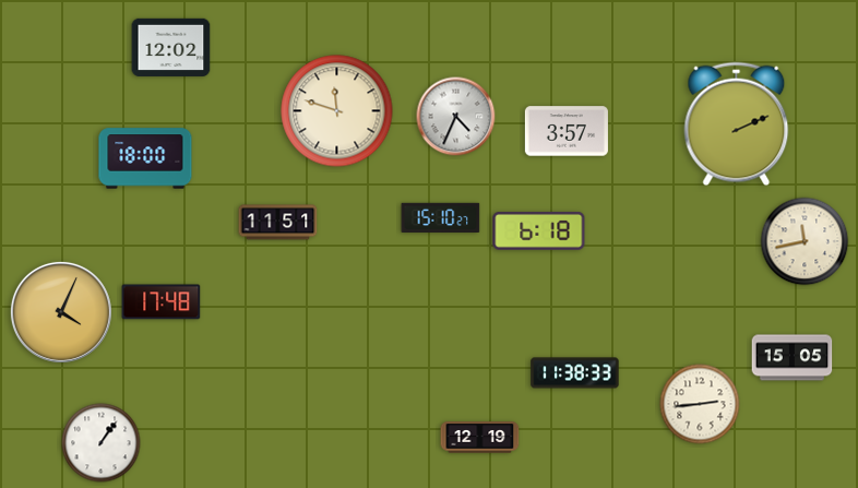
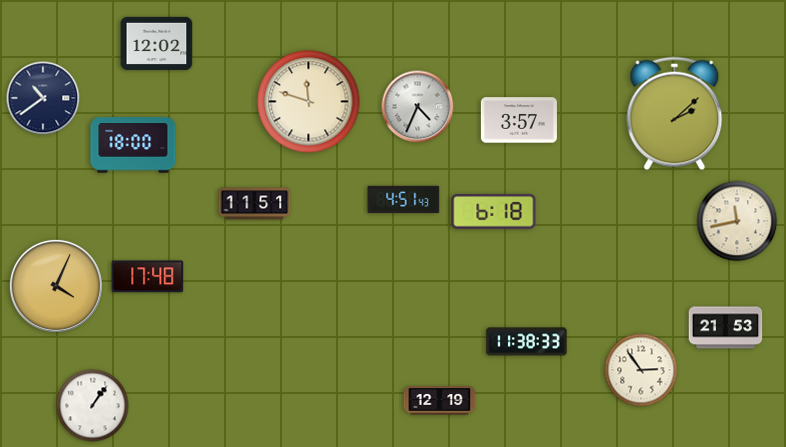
clock at (43, 98): none -> 10:39
clock at (737, 124): 2:11 -> 2:08
clock at (441, 217): 15:10 -> 4:51
clock at (793, 358): 15:05 -> 21:53
clock at (700, 404): 2:44 -> 2:54
